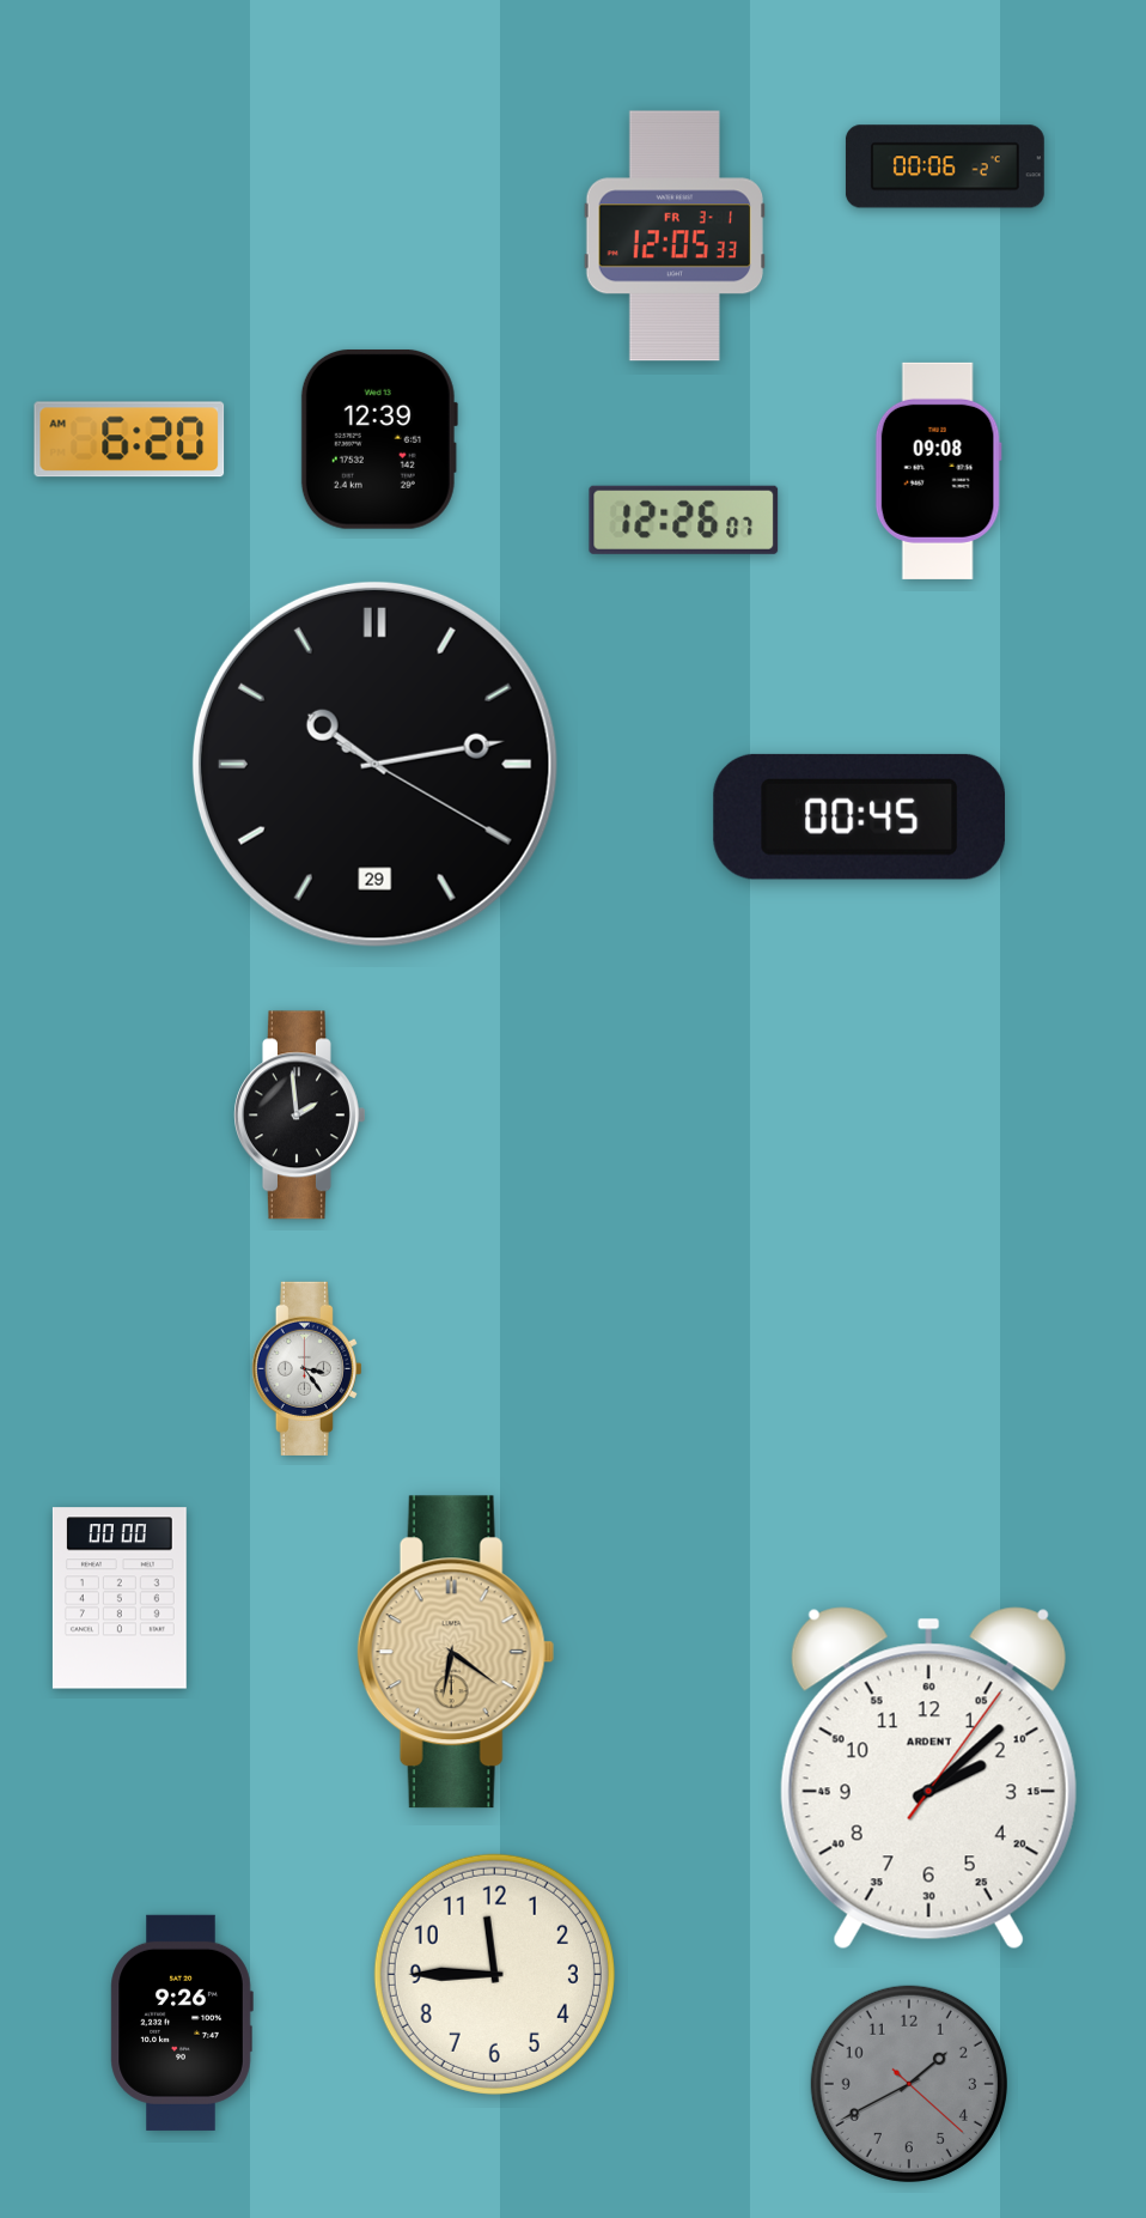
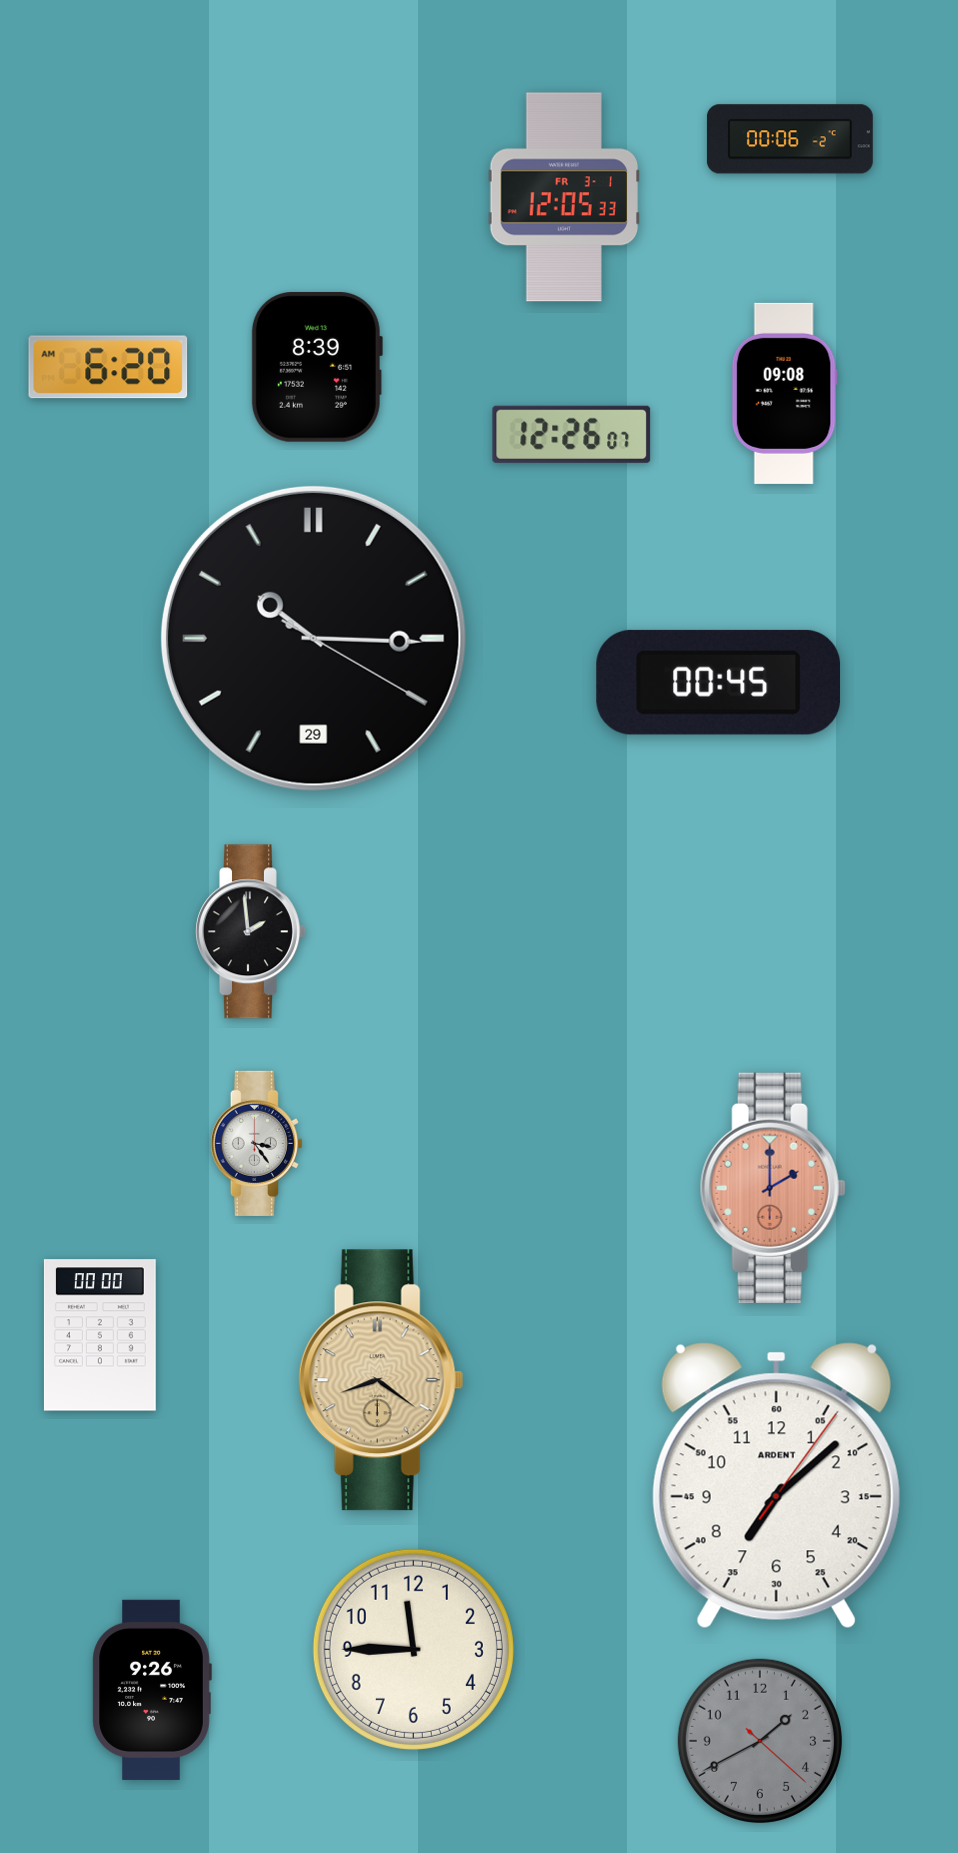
clock at (379, 439): 12:39 -> 8:39
clock at (374, 764): 10:13 -> 10:15
clock at (773, 1188): none -> 2:00
clock at (456, 1652): 6:21 -> 8:21
clock at (928, 1779): 2:08 -> 7:08
